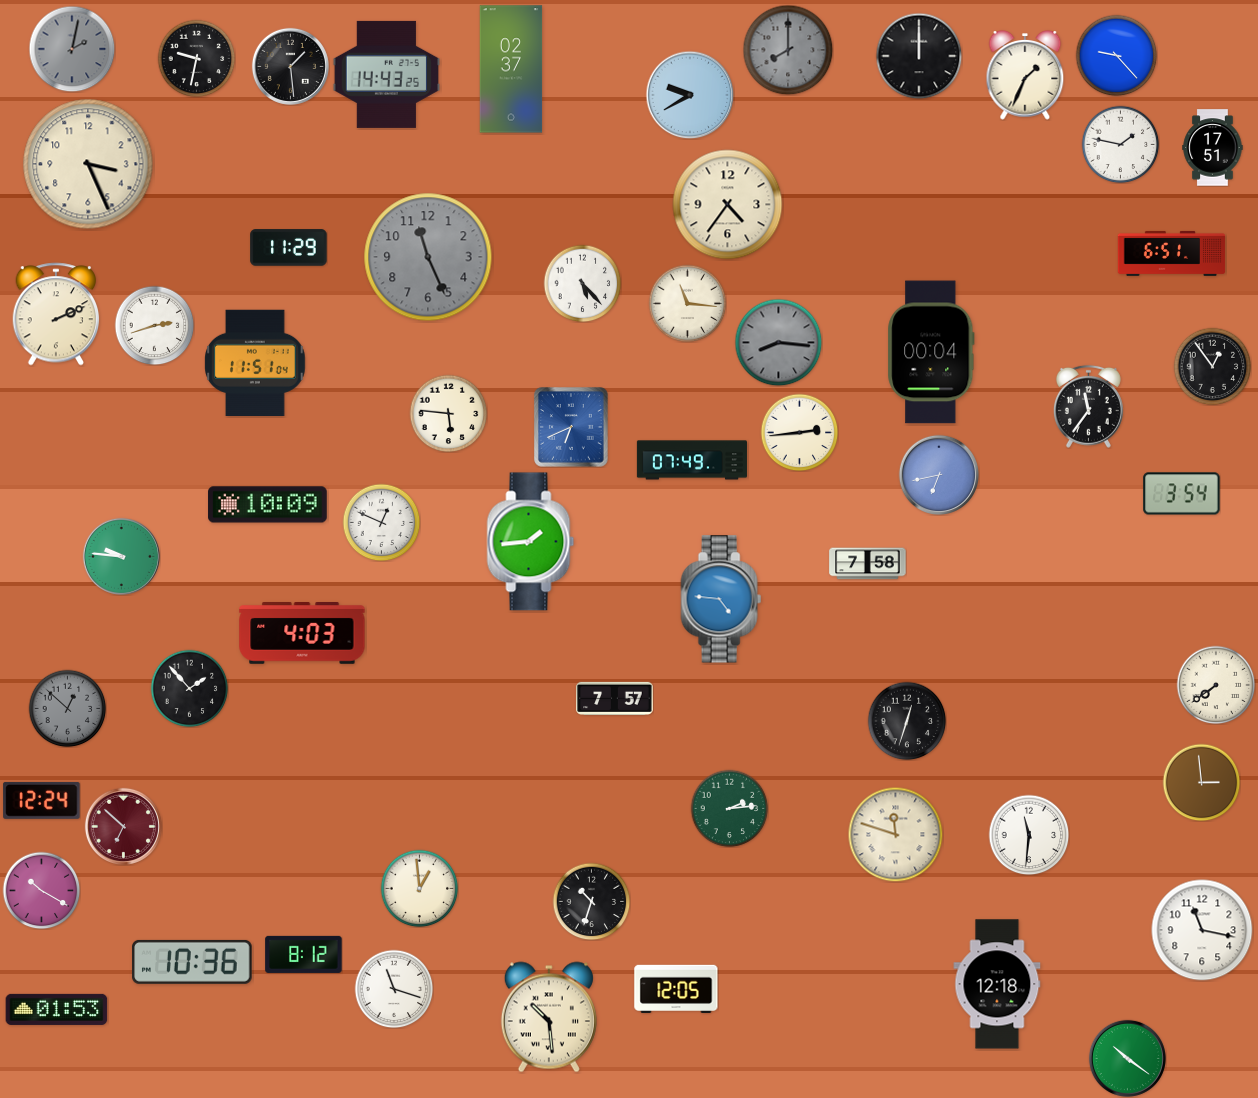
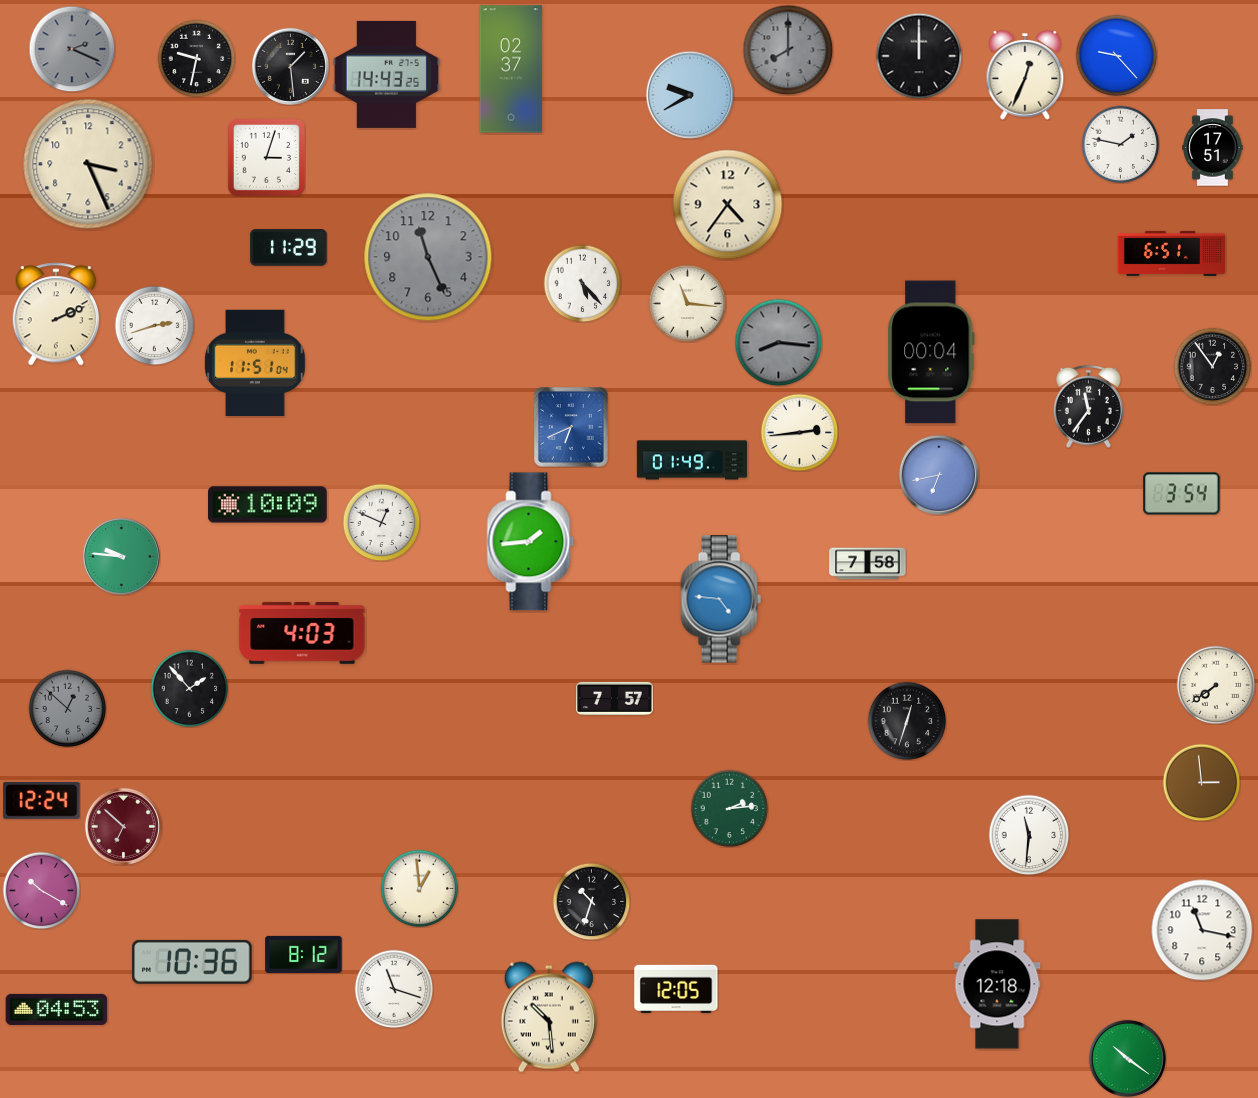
clock at (72, 49): 2:02 -> 2:19
clock at (1025, 76): 1:34 -> 12:34
clock at (266, 157): none -> 3:03
clock at (448, 413): 5:46 -> none
clock at (692, 460): 07:49 -> 01:49
clock at (895, 834): 11:48 -> none
clock at (57, 1009): 01:53 -> 04:53
